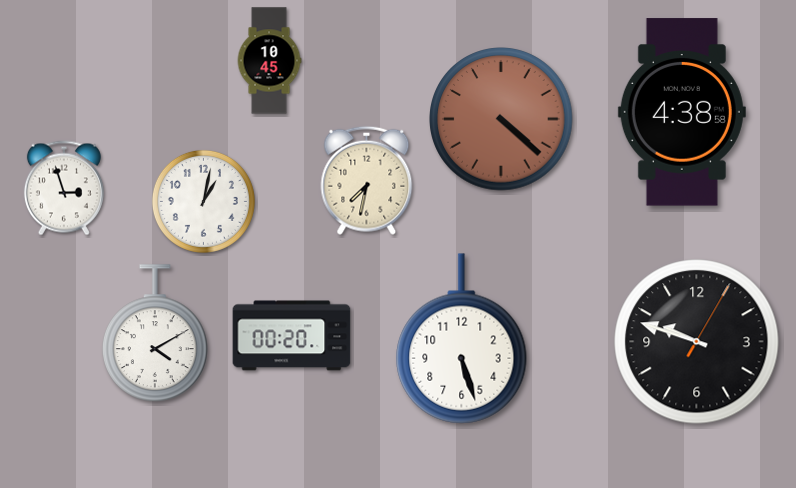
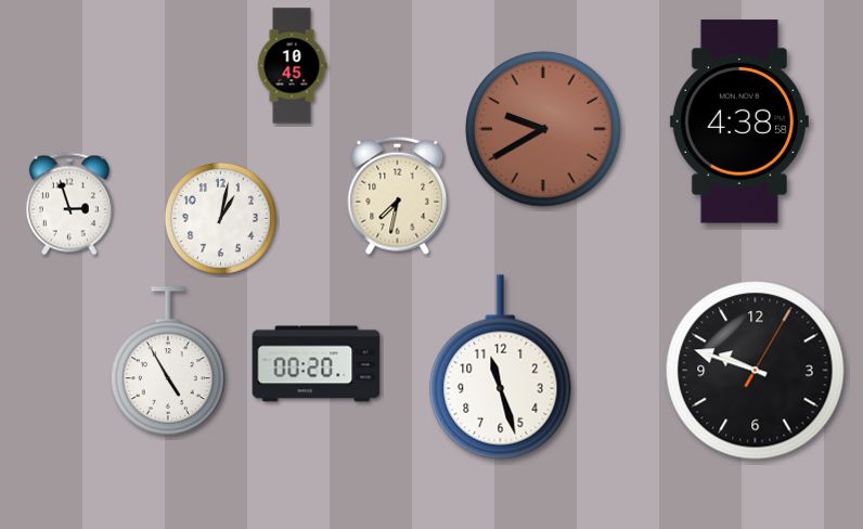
clock at (501, 119): 4:22 -> 9:40
clock at (155, 333): 4:10 -> 4:55
clock at (462, 339): 5:27 -> 11:27
